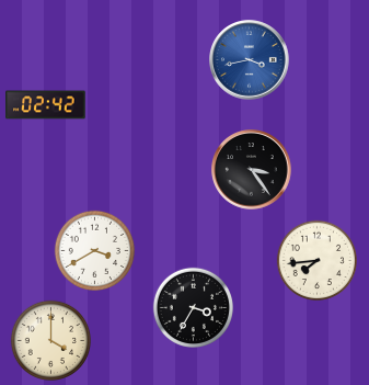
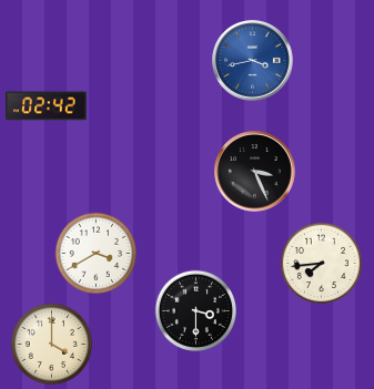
clock at (252, 170): 3:24 -> 3:26
clock at (193, 307): 3:35 -> 3:30
